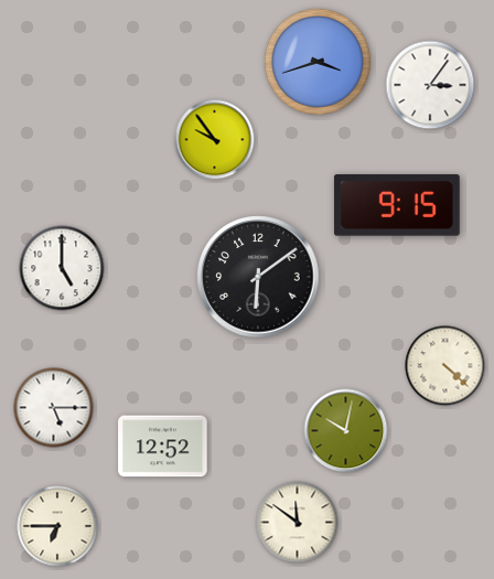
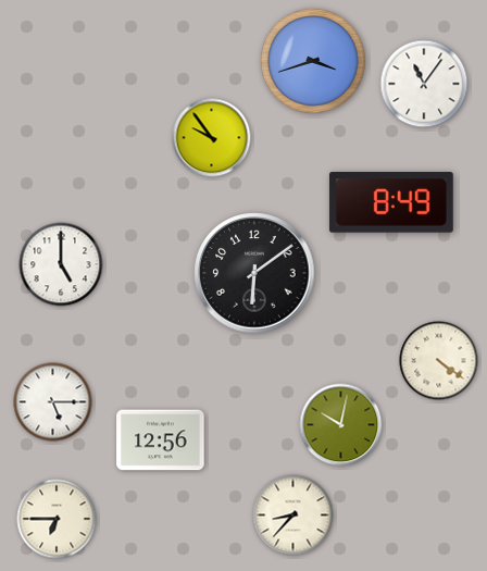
clock at (430, 85): 3:06 -> 11:06
clock at (397, 205): 9:15 -> 8:49
clock at (445, 366): 4:22 -> 4:21
clock at (163, 447): 12:52 -> 12:56
clock at (298, 523): 11:51 -> 8:37
